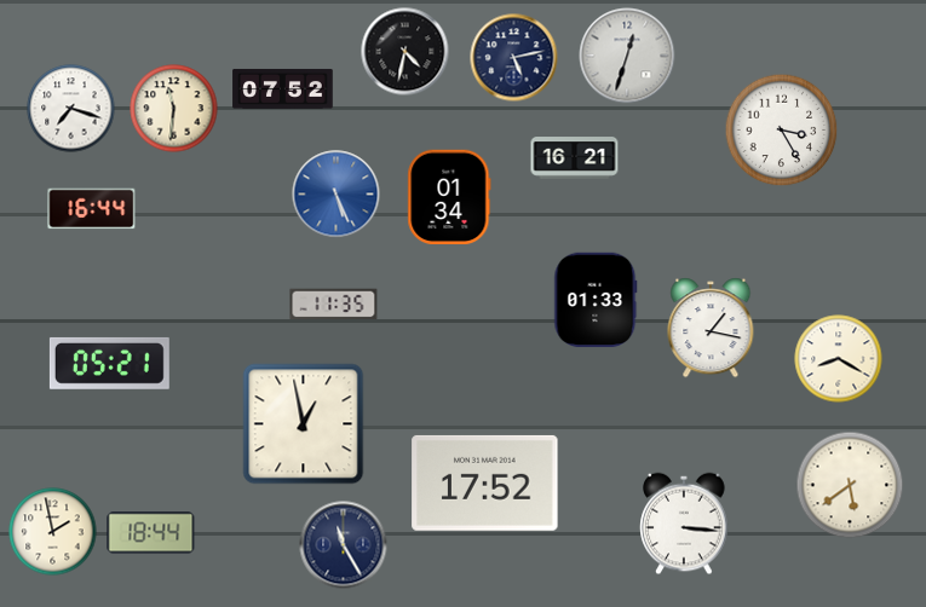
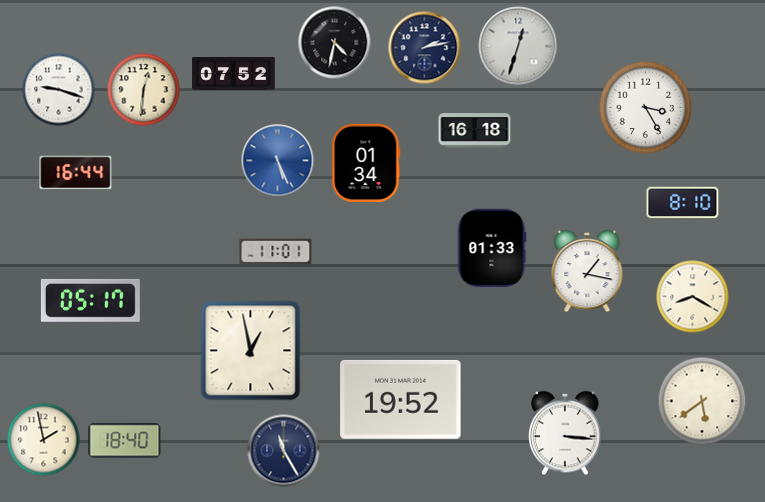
clock at (514, 58): 5:13 -> 2:13
clock at (71, 109): 7:18 -> 9:18
clock at (174, 109): 11:31 -> 12:31
clock at (575, 158): 16:21 -> 16:18
clock at (449, 196) position: (449, 196) -> (366, 162)
clock at (683, 203): none -> 8:10
clock at (334, 305): 11:35 -> 11:01
clock at (109, 363): 05:21 -> 05:17
clock at (485, 482): 17:52 -> 19:52
clock at (151, 533): 18:44 -> 18:40
